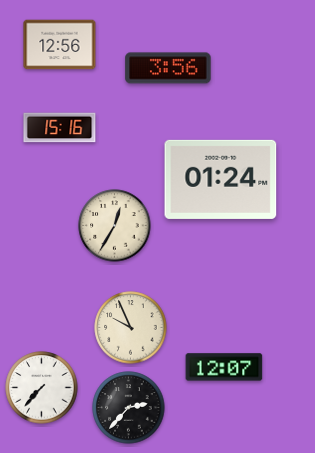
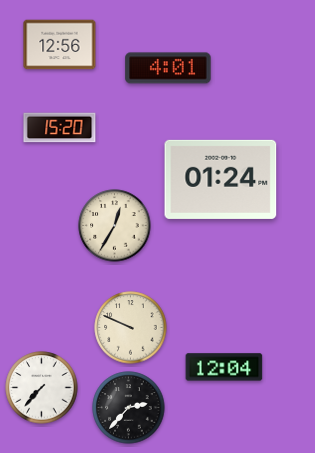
clock at (168, 68): 3:56 -> 4:01
clock at (60, 128): 15:16 -> 15:20
clock at (131, 328): 9:56 -> 9:49
clock at (224, 367): 12:07 -> 12:04
